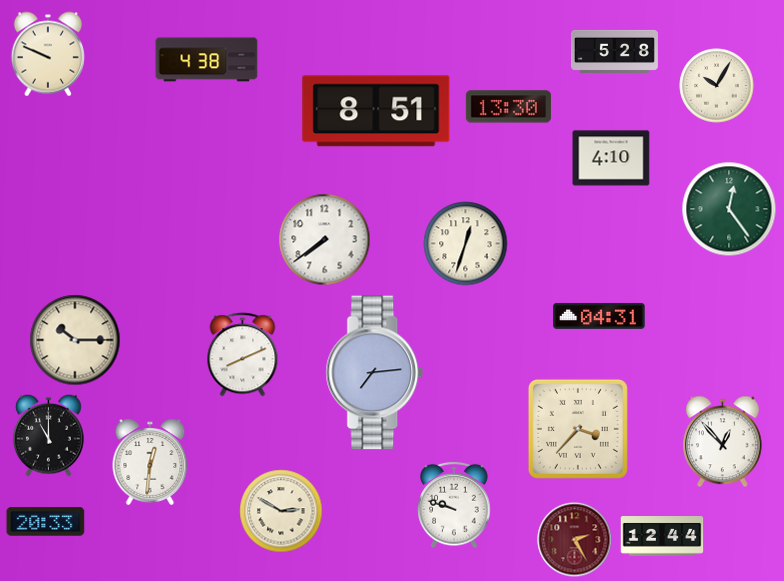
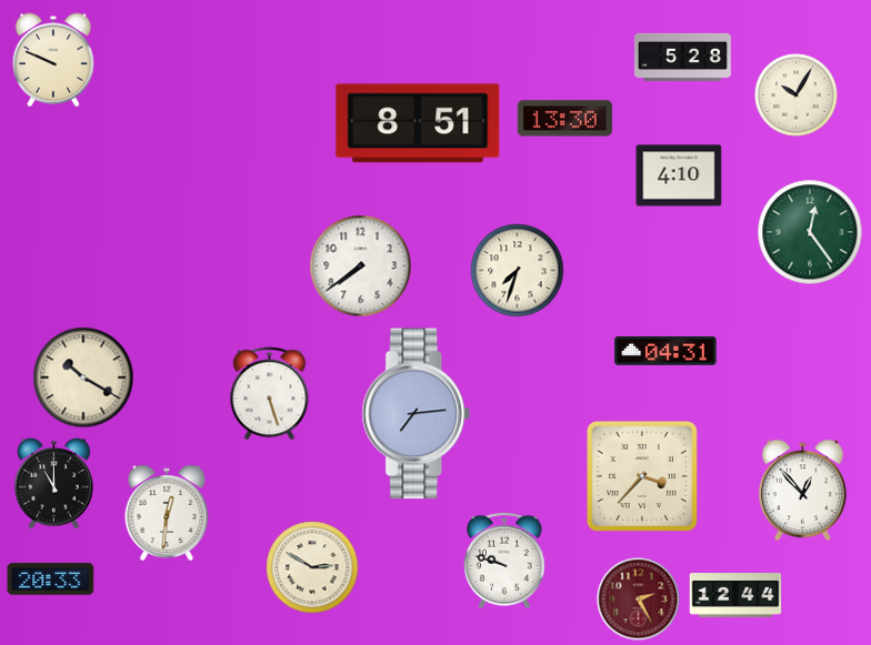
clock at (207, 60): 4:38 -> none
clock at (466, 244): 12:33 -> 7:33
clock at (75, 340): 10:15 -> 10:20
clock at (243, 355): 8:11 -> 5:27
